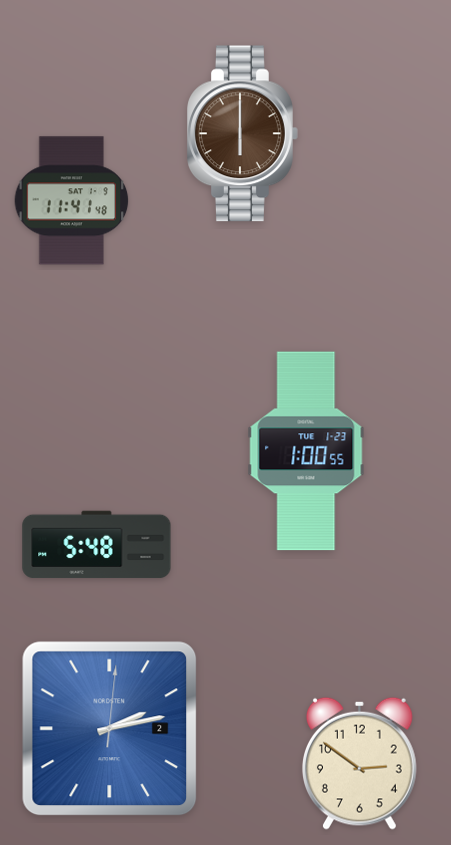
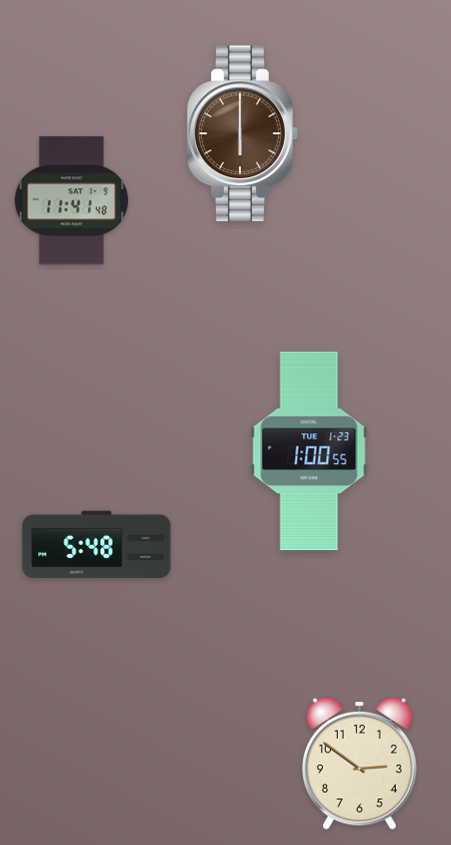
clock at (306, 451) position: (306, 451) -> (309, 451)
clock at (110, 729): 2:13 -> none
